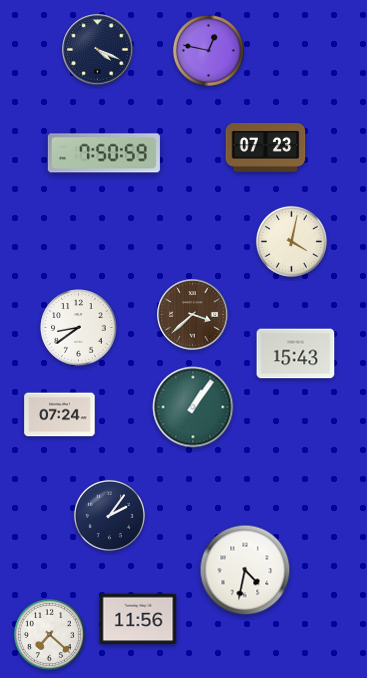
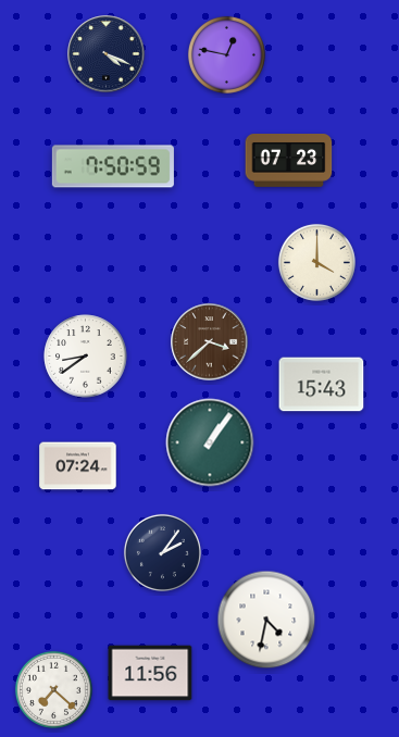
clock at (291, 241): 4:02 -> 4:00
clock at (60, 415) position: (60, 415) -> (78, 466)
clock at (109, 515) position: (109, 515) -> (162, 552)
